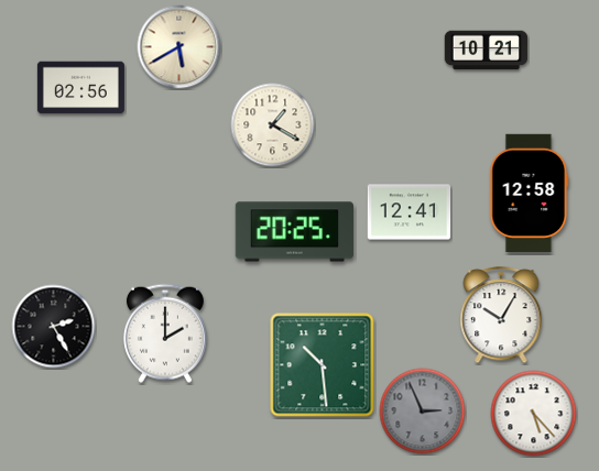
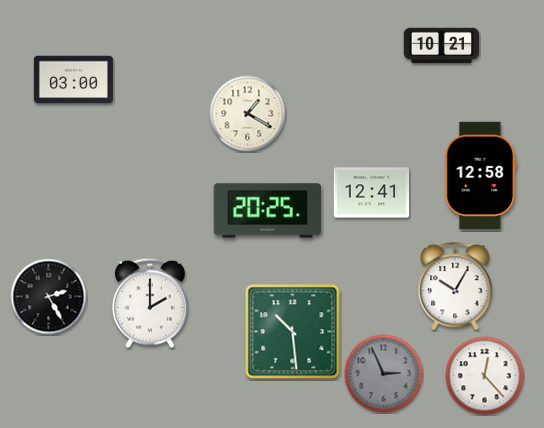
clock at (179, 47): 5:40 -> none
clock at (80, 88): 02:56 -> 03:00
clock at (534, 414): 5:23 -> 12:23
